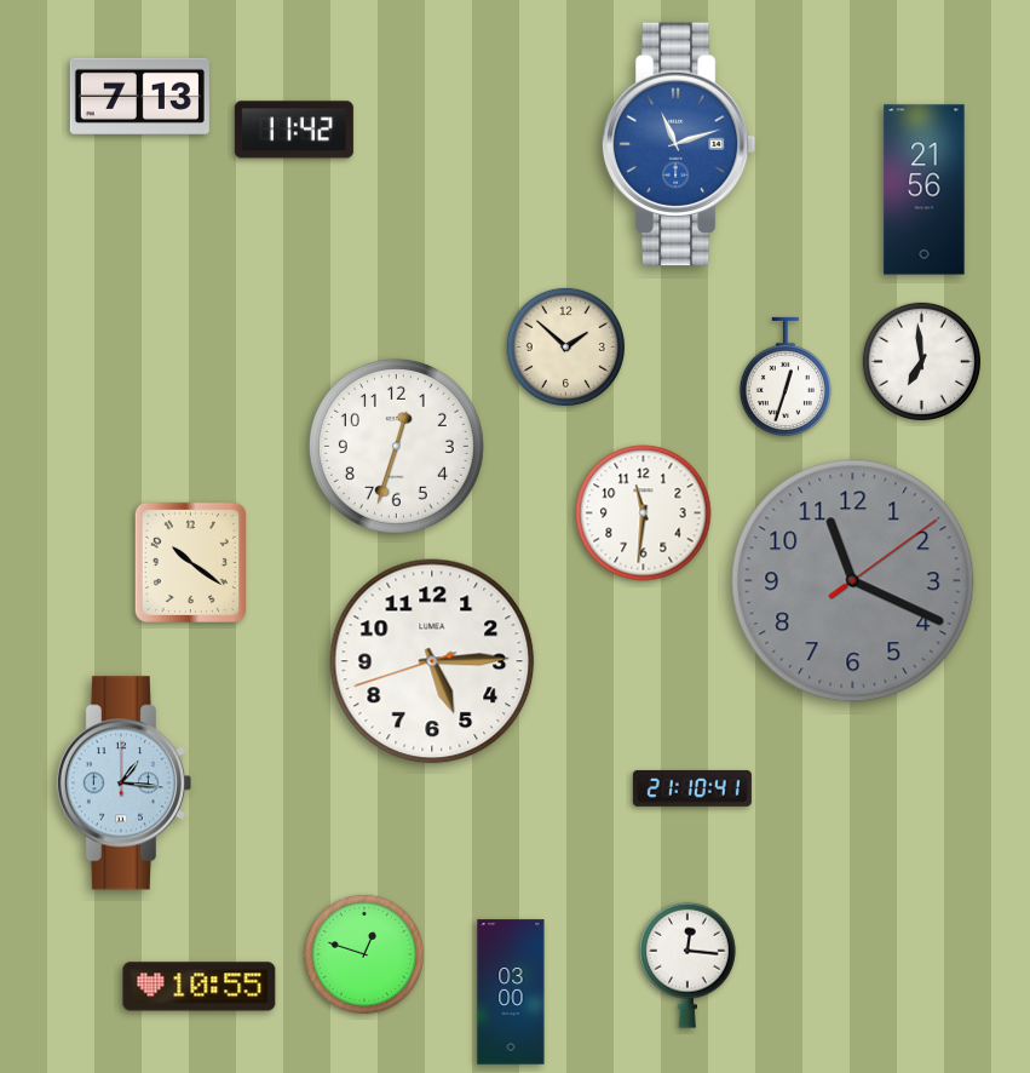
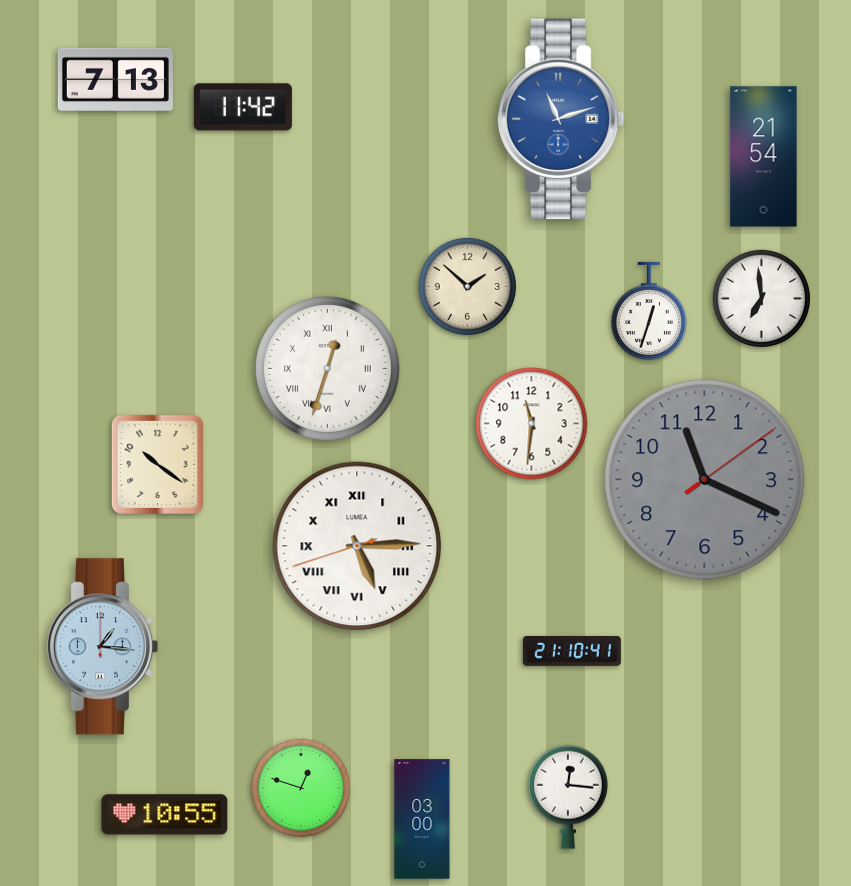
clock at (925, 190): 21:56 -> 21:54
clock at (396, 446) numerals: Arabic -> Roman
clock at (432, 661) numerals: Arabic -> Roman
